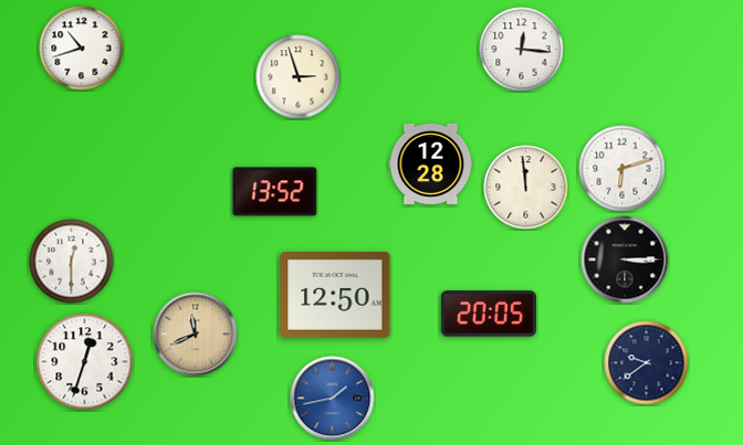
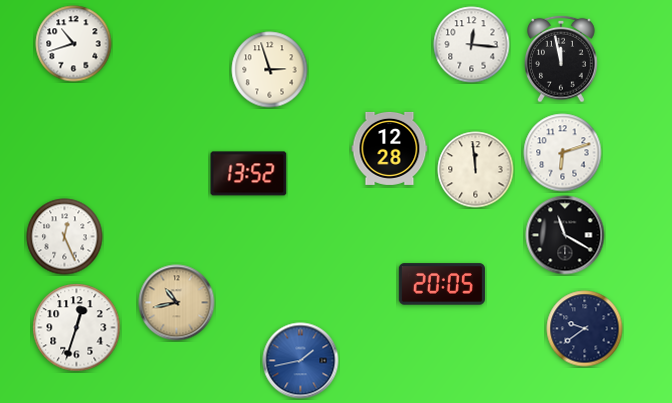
clock at (562, 59): none -> 11:58
clock at (625, 259): 3:15 -> 11:20
clock at (72, 262): 12:30 -> 12:26
clock at (335, 296): 12:50 -> none
clock at (196, 335): 11:41 -> 10:43
